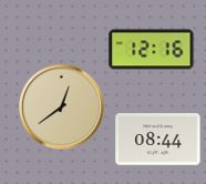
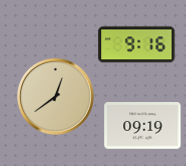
clock at (152, 50): 12:16 -> 9:16
clock at (158, 140): 08:44 -> 09:19
